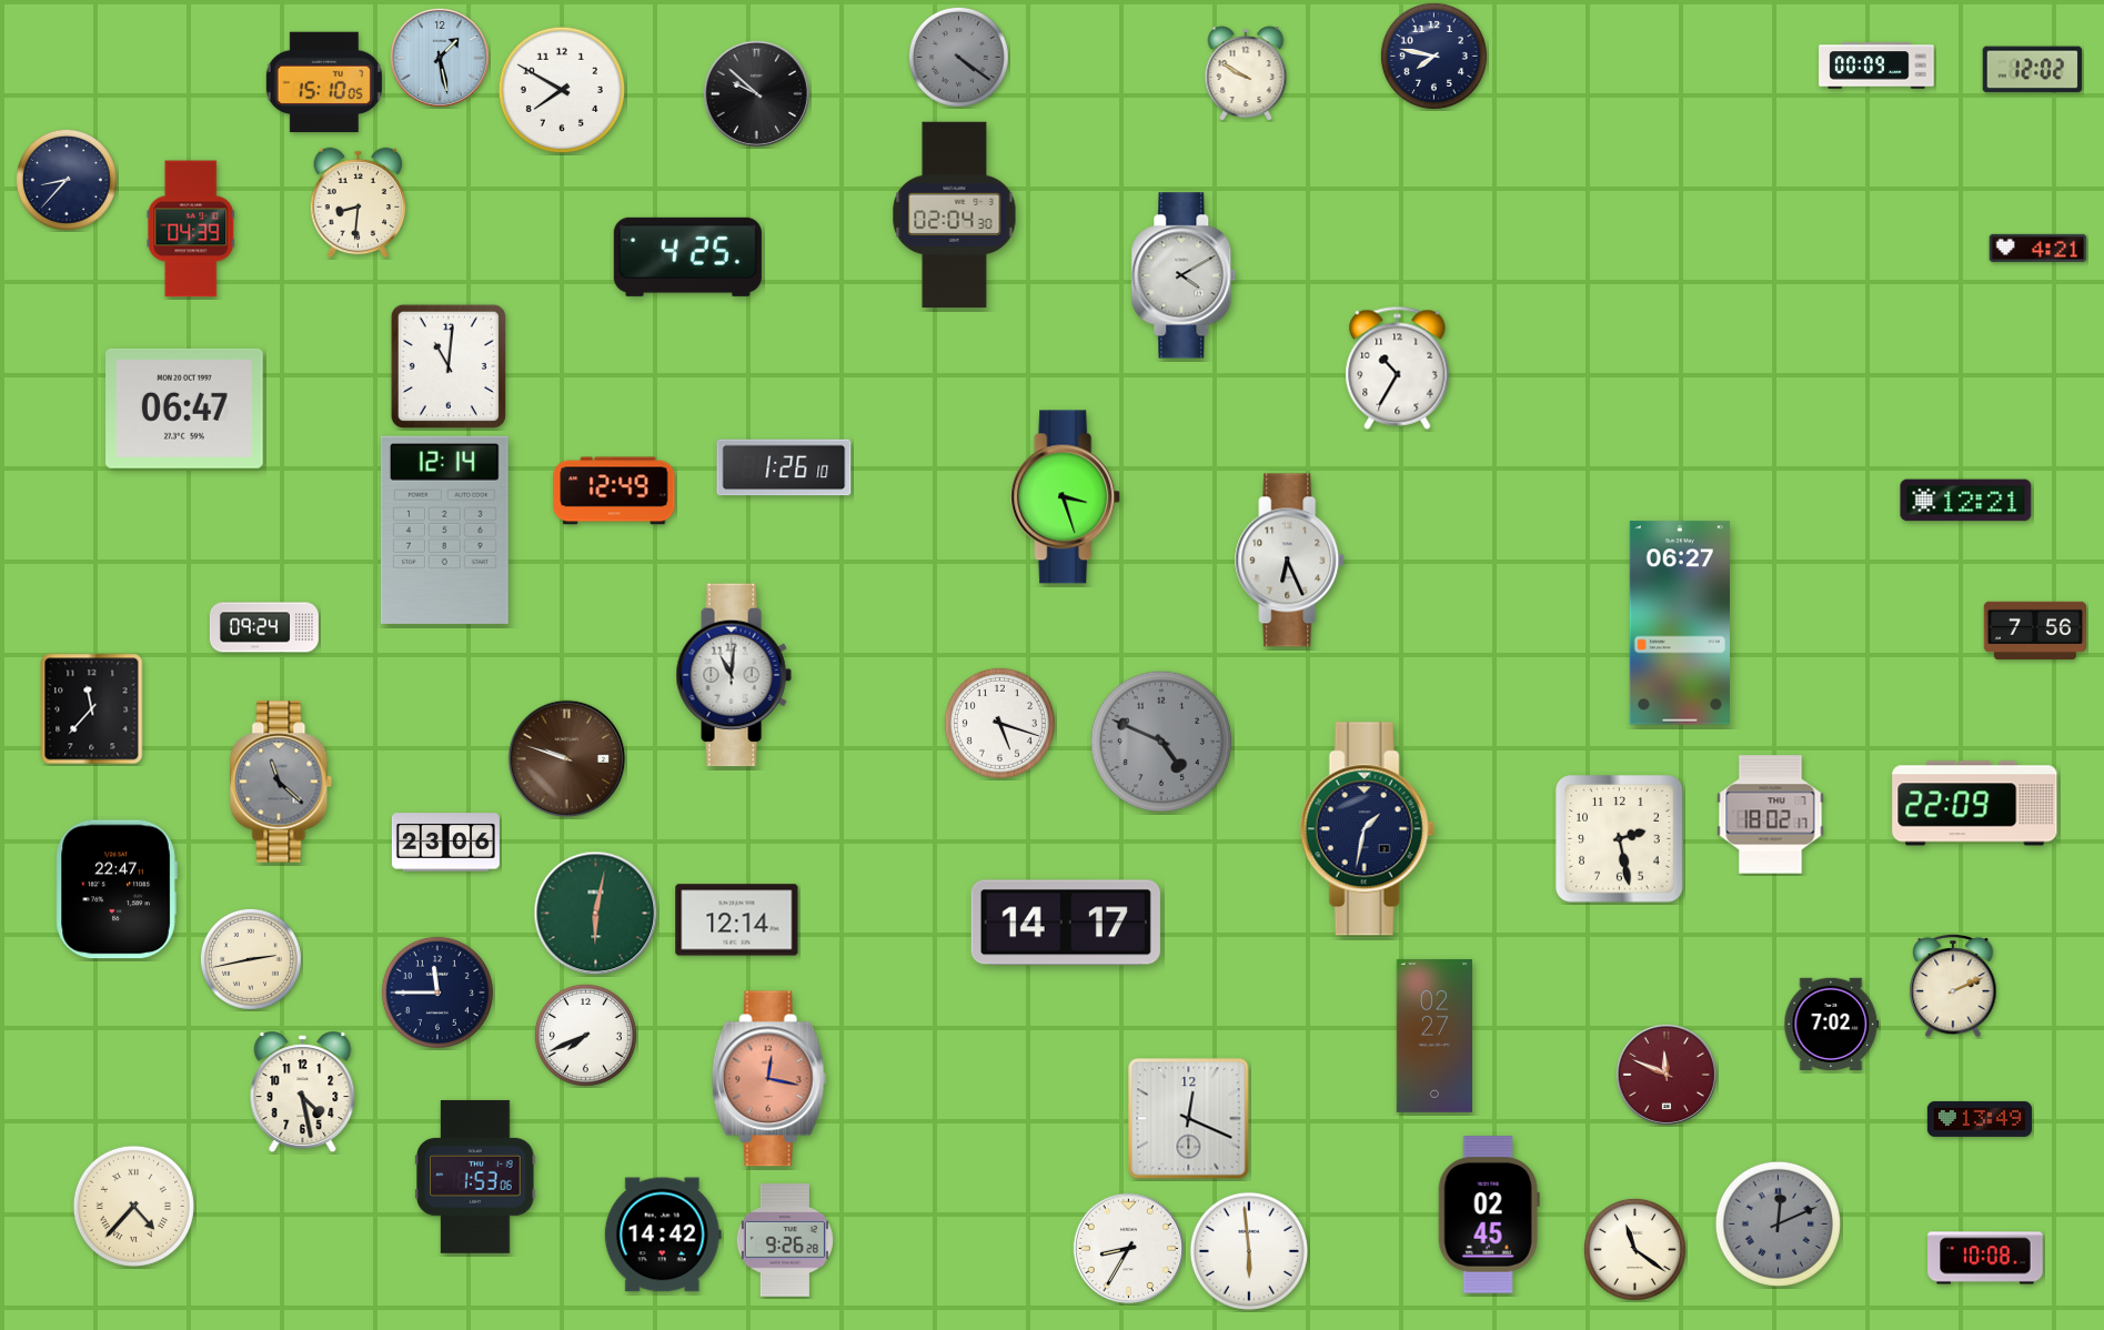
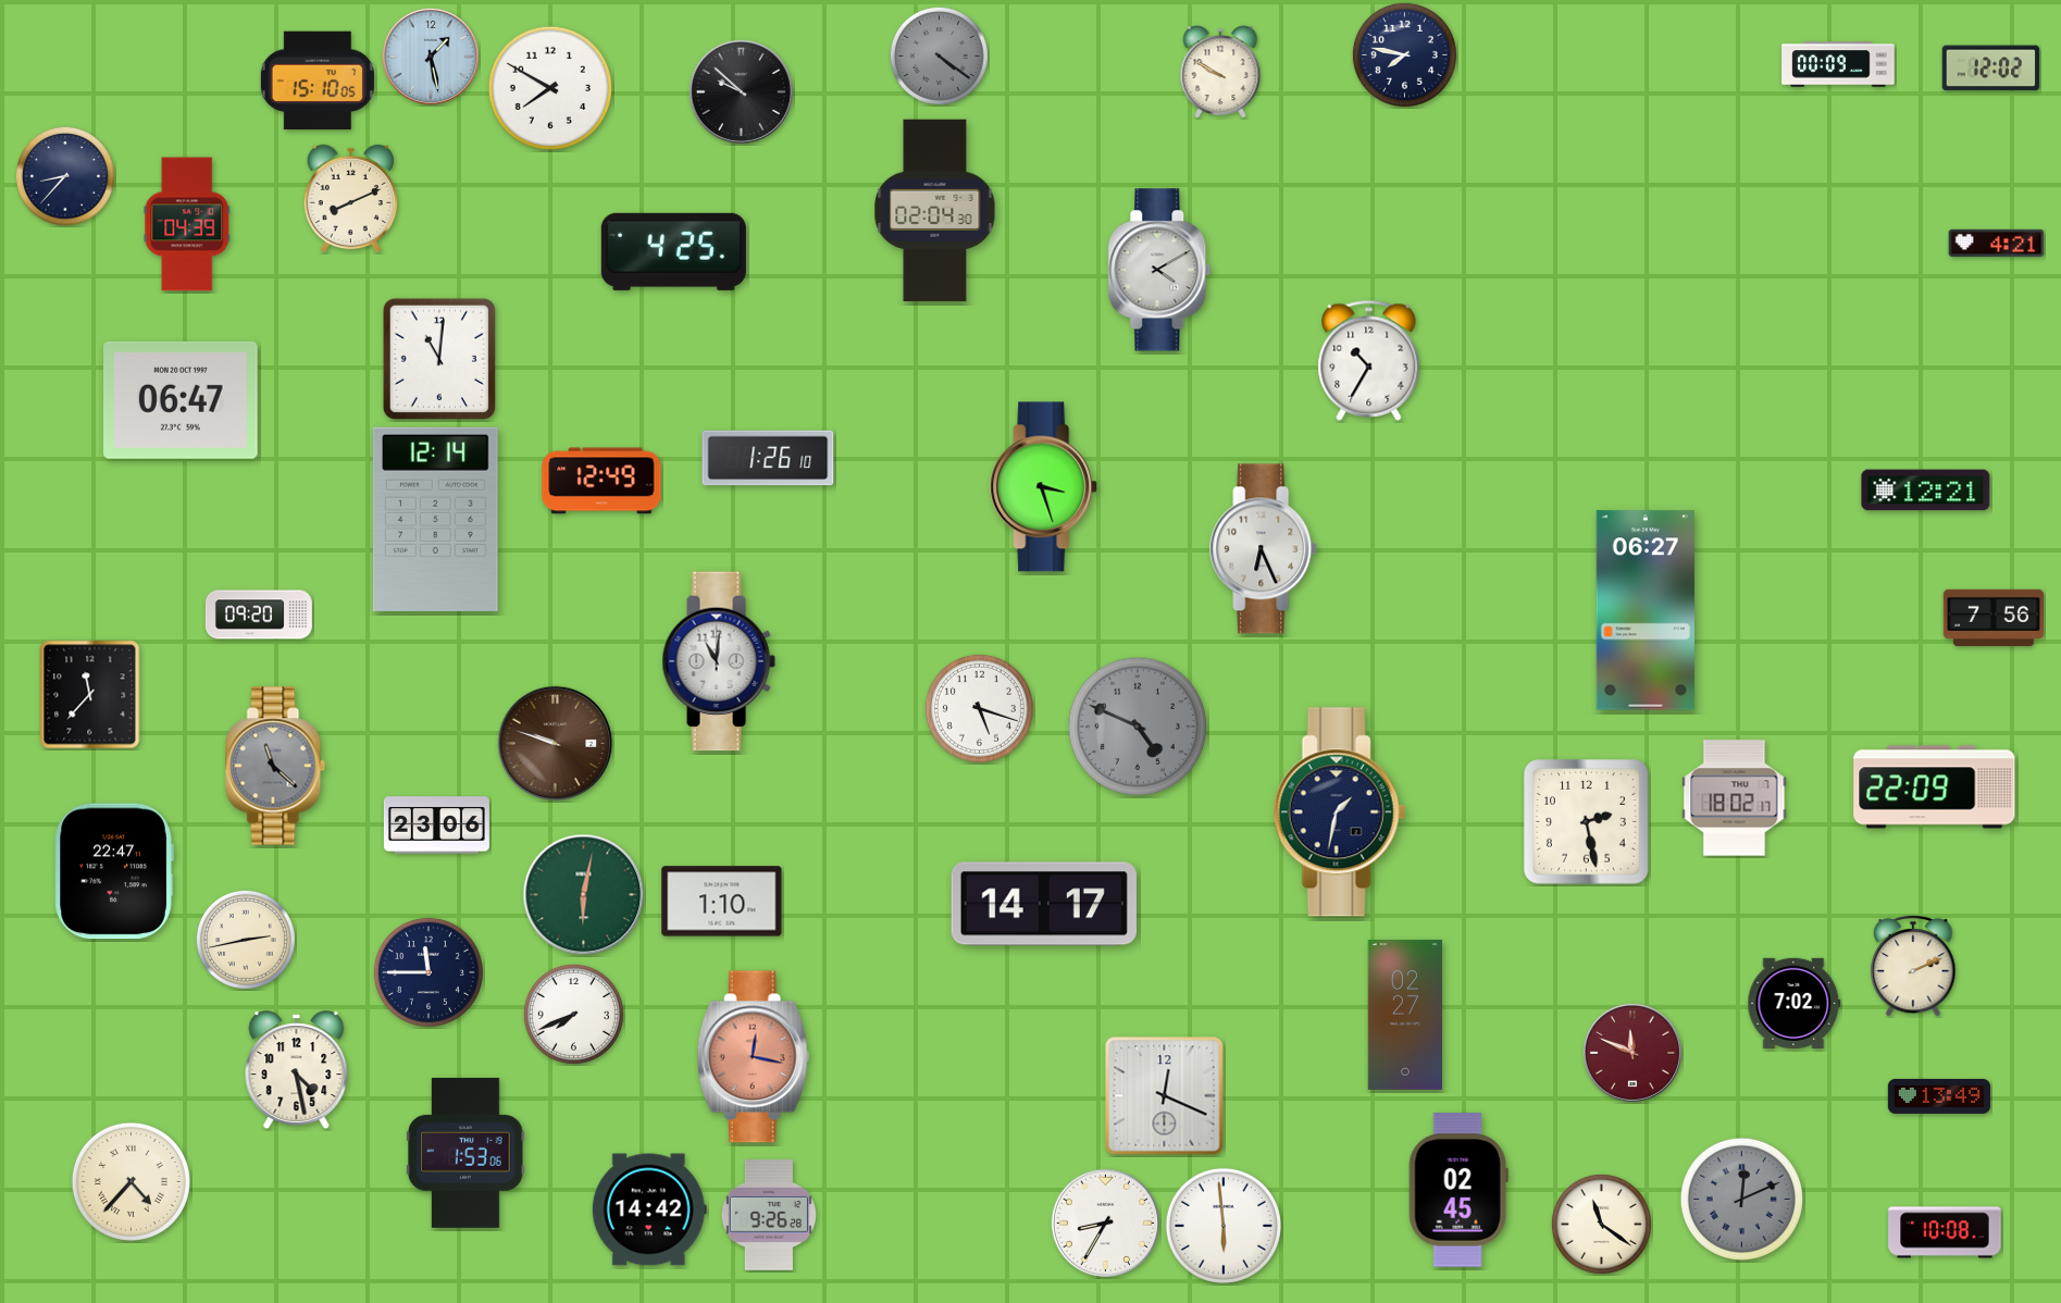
clock at (359, 203): 8:31 -> 8:11
clock at (264, 627): 09:24 -> 09:20
clock at (737, 920): 12:14 -> 1:10
